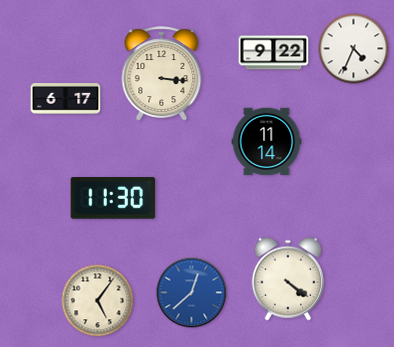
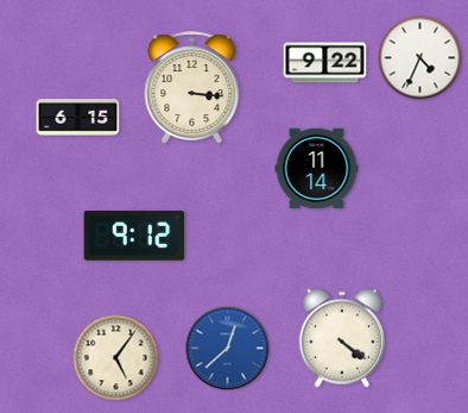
clock at (66, 99): 6:17 -> 6:15
clock at (113, 198): 11:30 -> 9:12
clock at (287, 279) position: (287, 279) -> (341, 338)
